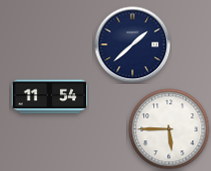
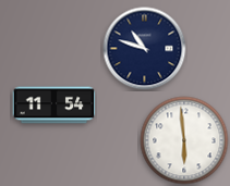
clock at (133, 45): 1:38 -> 10:48
clock at (169, 129): 5:45 -> 5:59
